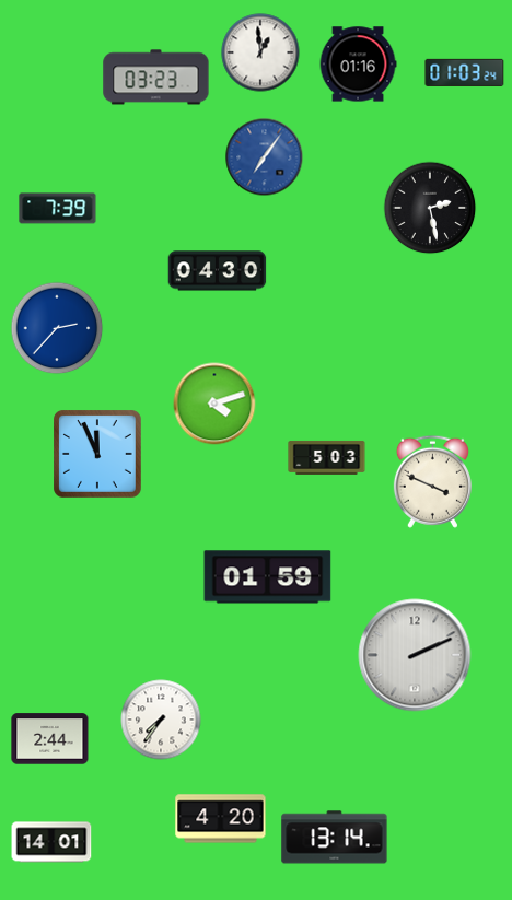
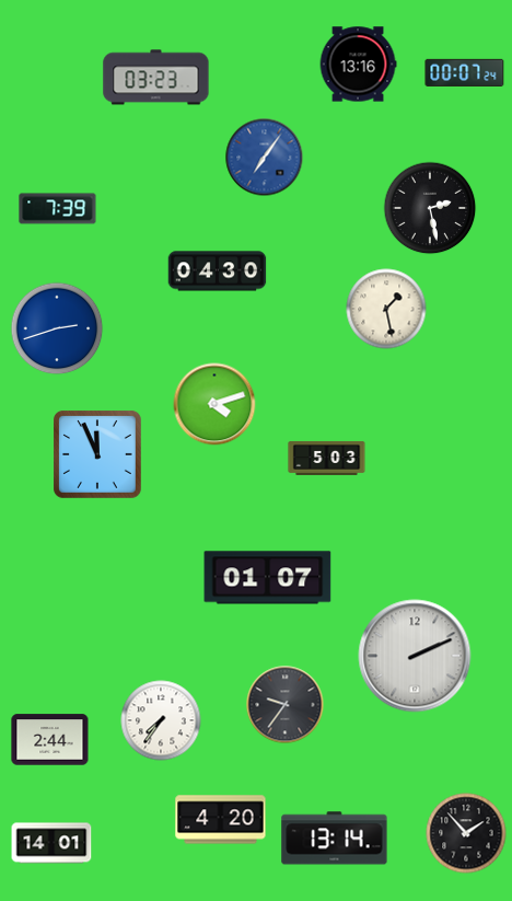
clock at (260, 52): 12:59 -> none
clock at (358, 65): 01:16 -> 13:16
clock at (465, 72): 01:03 -> 00:07
clock at (386, 309): none -> 1:28
clock at (57, 328): 2:37 -> 2:42
clock at (432, 481): 3:49 -> none
clock at (268, 577): 01:59 -> 01:07
clock at (286, 705): none -> 9:36
clock at (466, 833): none -> 1:53
